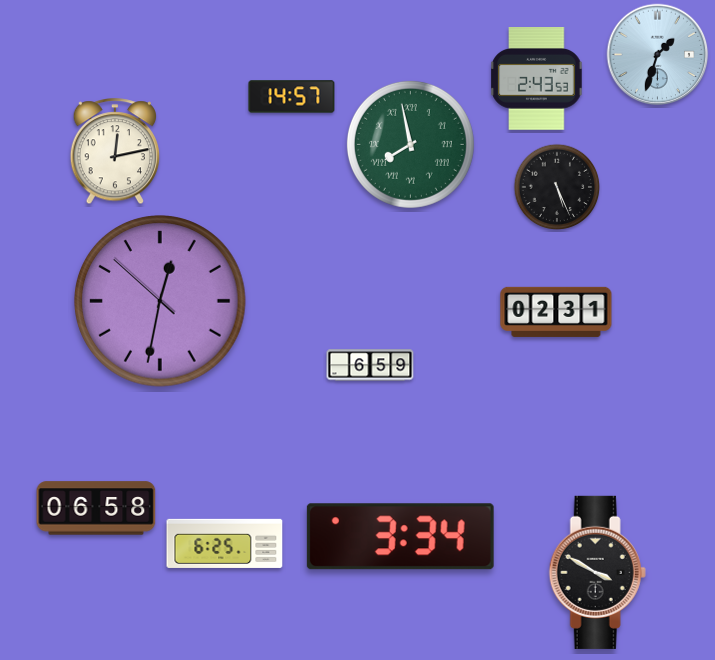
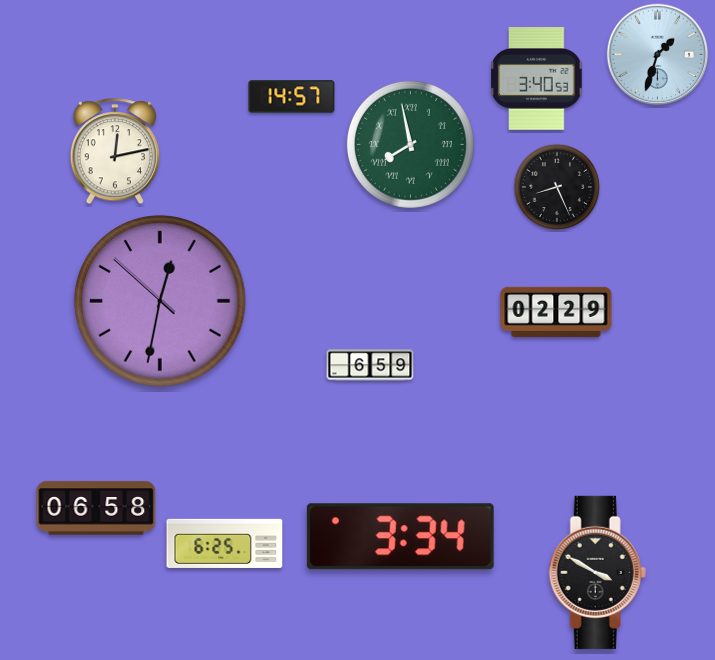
clock at (537, 79): 2:43 -> 3:40
clock at (557, 187): 5:26 -> 8:26
clock at (556, 312): 02:31 -> 02:29
